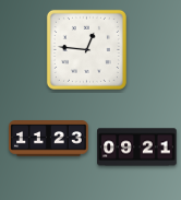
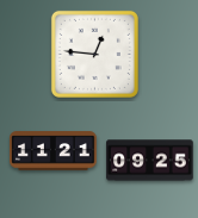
clock at (49, 139): 11:23 -> 11:21
clock at (137, 148): 09:21 -> 09:25
